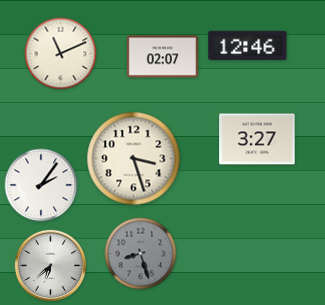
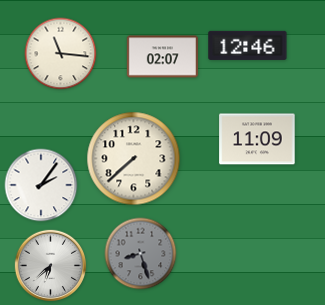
clock at (61, 54): 11:11 -> 11:16
clock at (257, 139): 3:27 -> 11:09
clock at (134, 159): 3:27 -> 7:38
